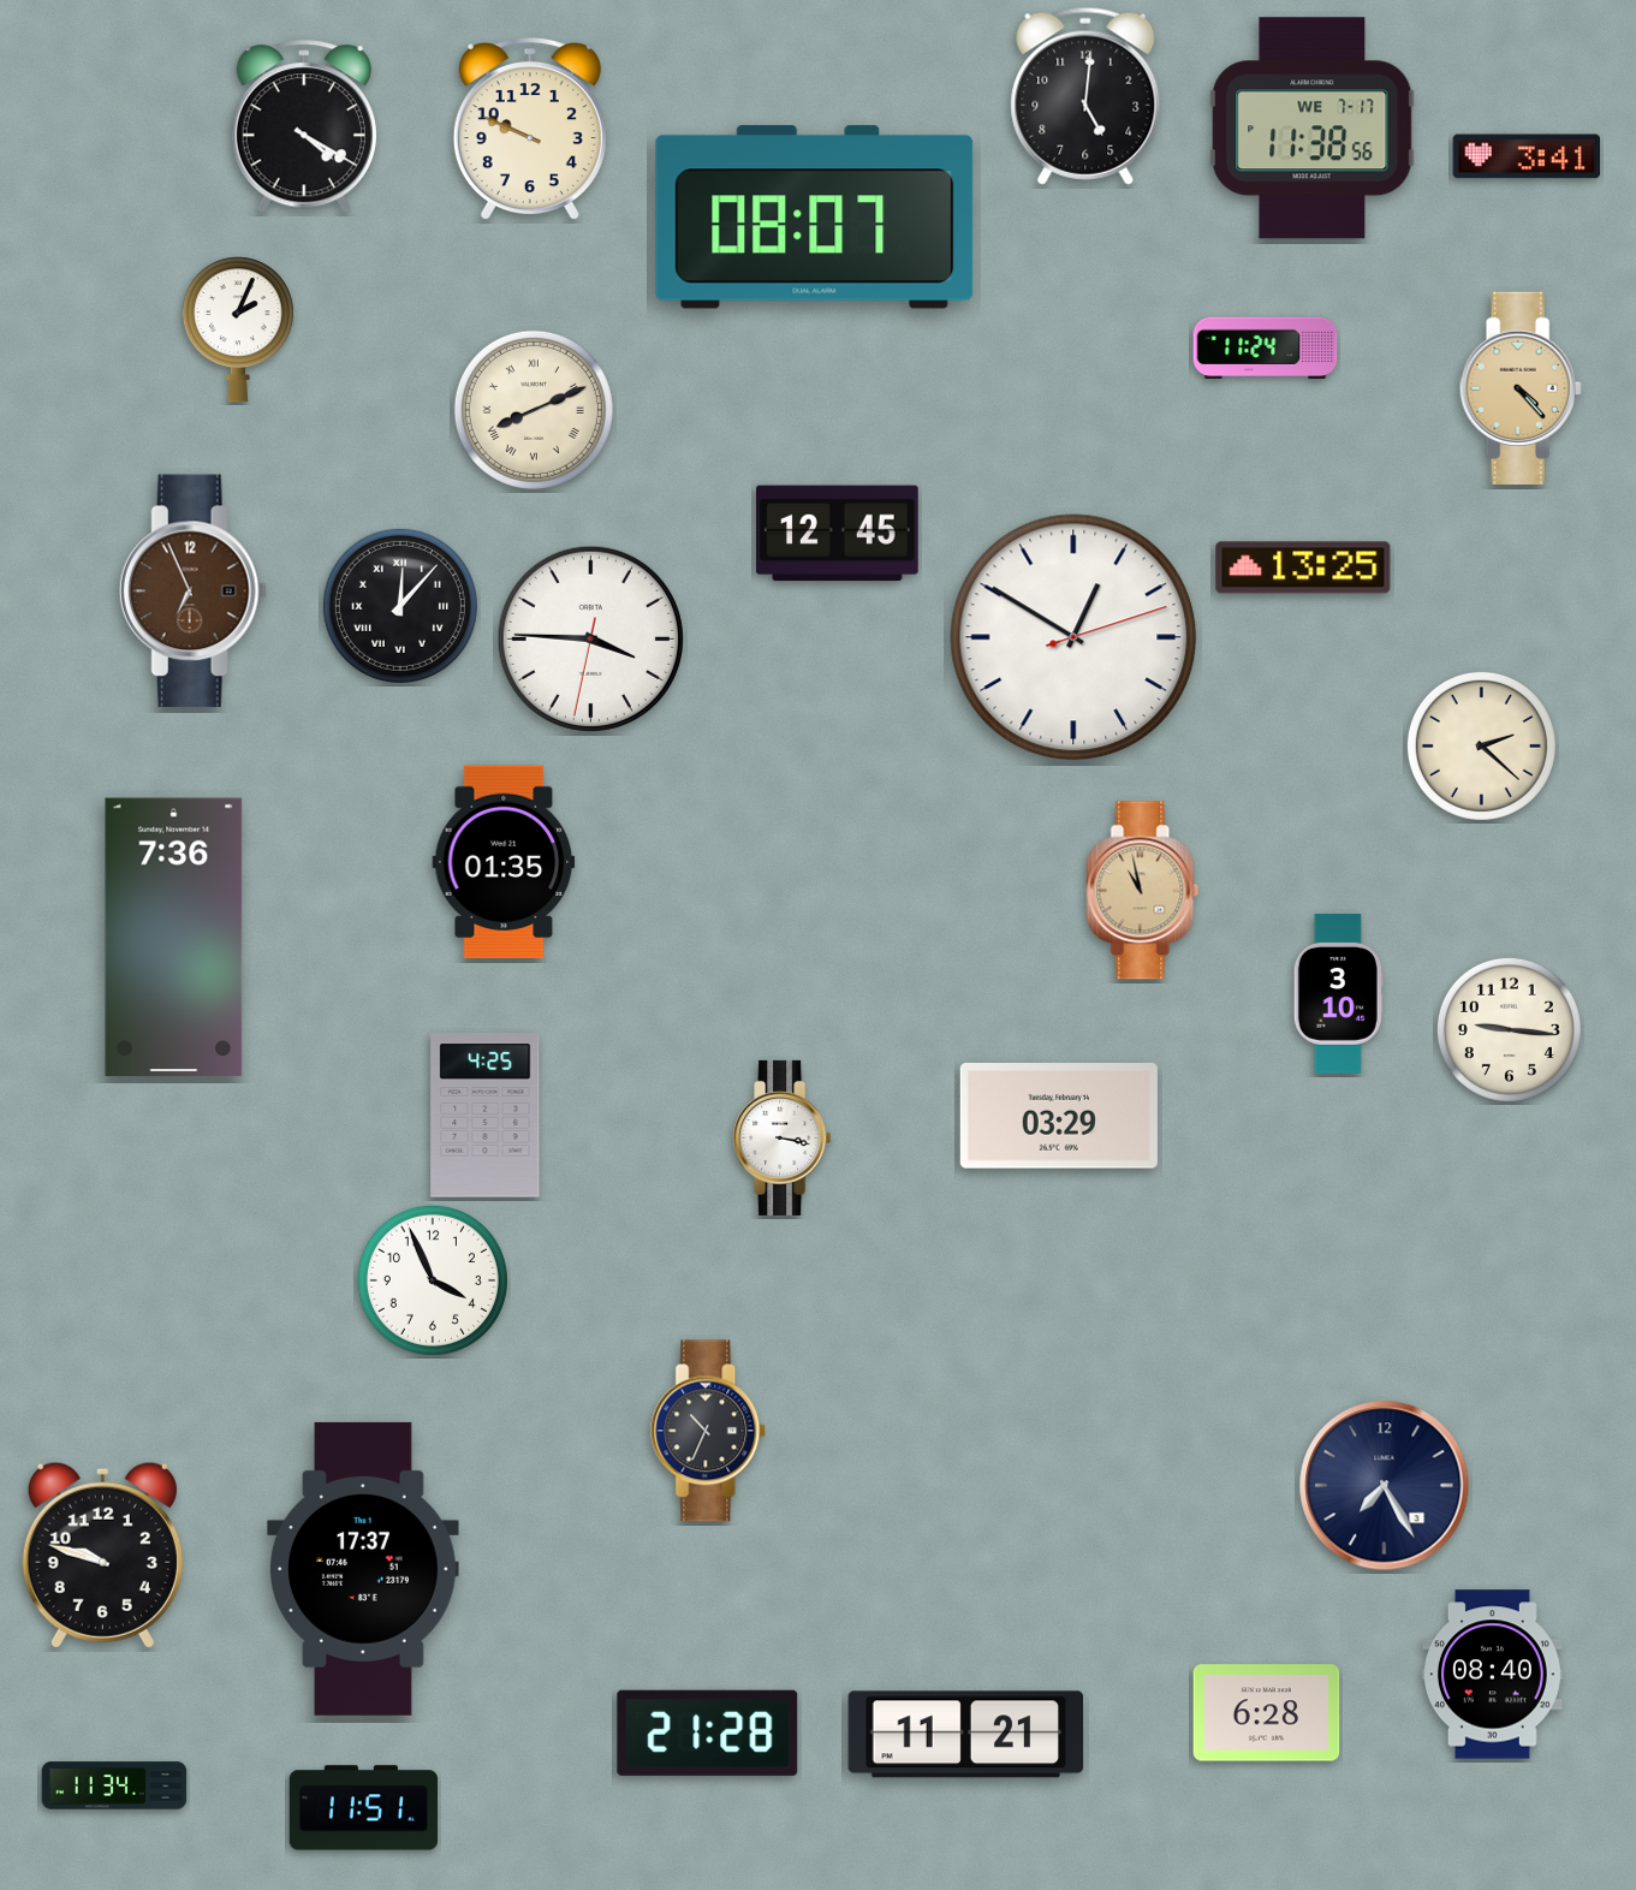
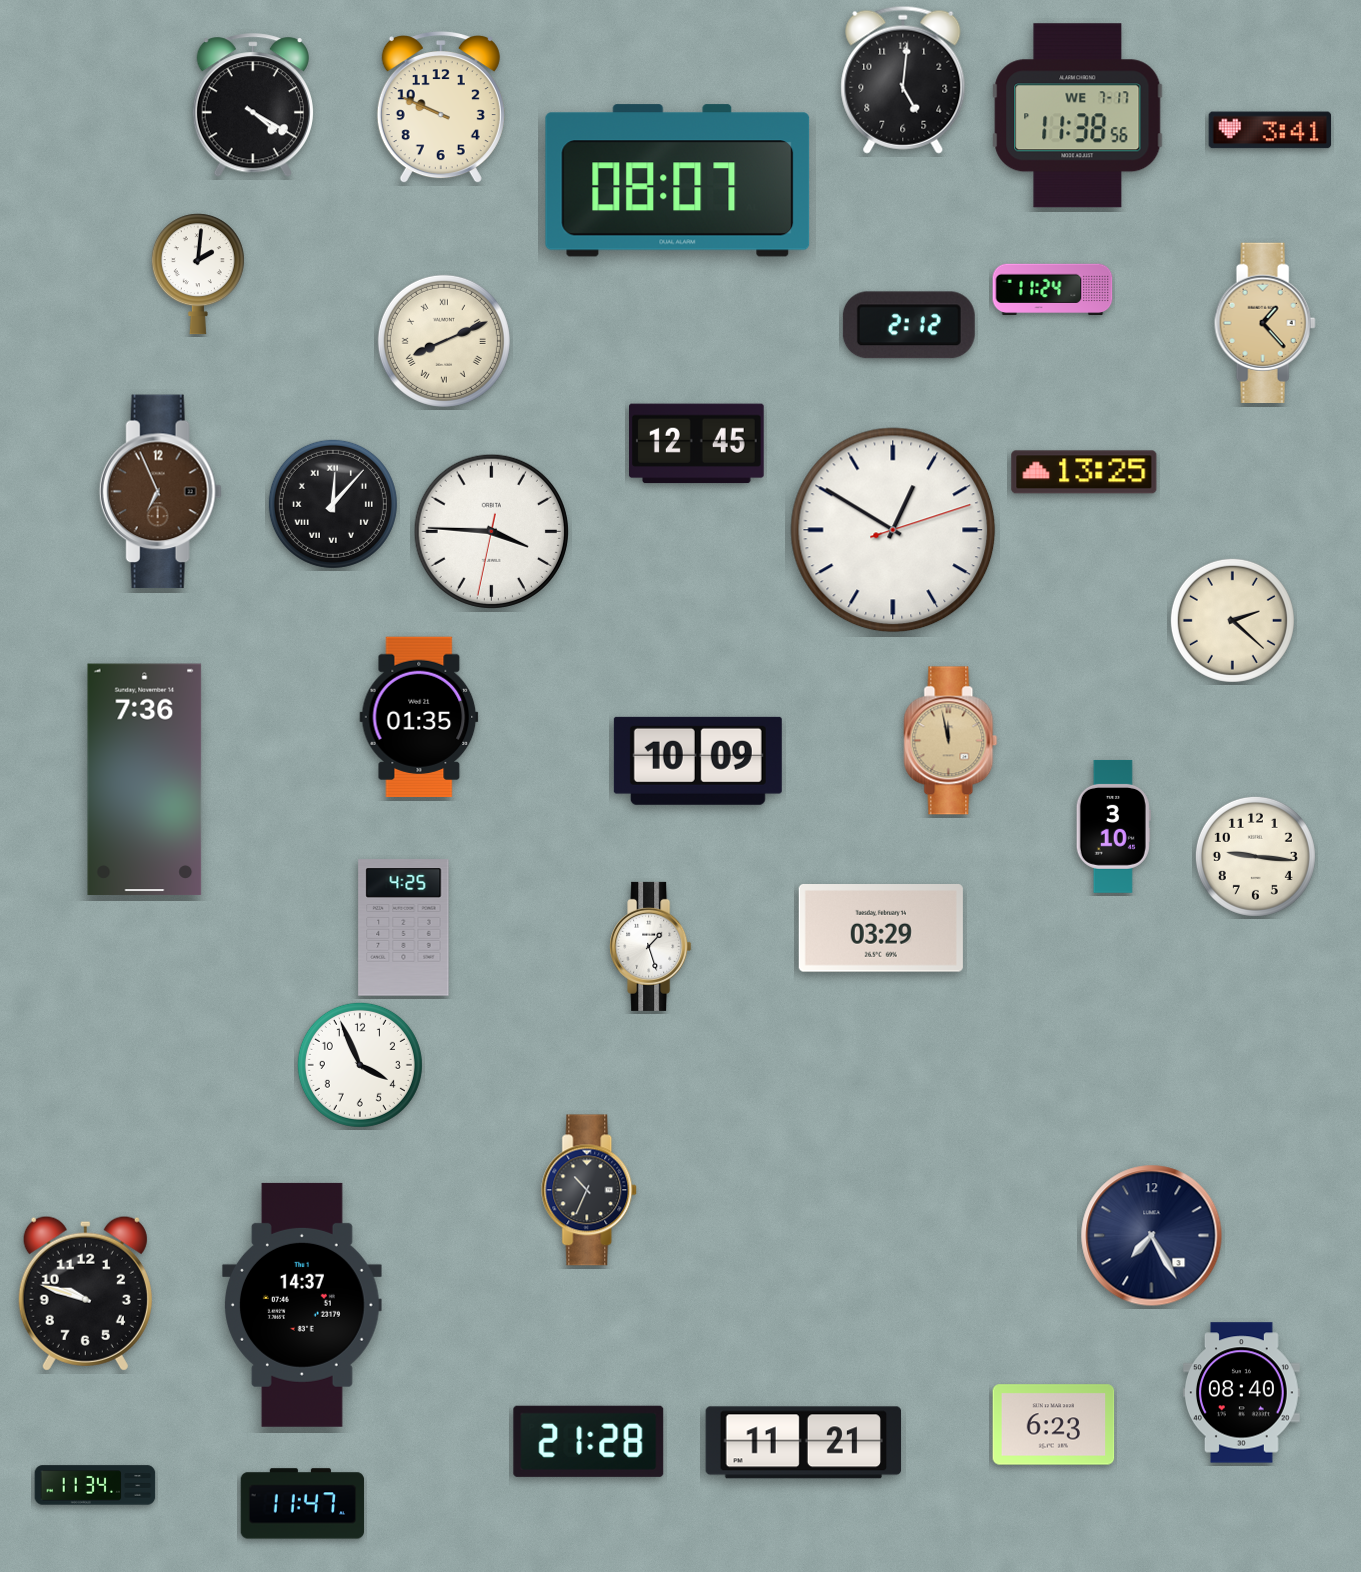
clock at (1313, 129) position: (1313, 129) -> (1078, 116)
clock at (238, 329): 2:04 -> 2:01
clock at (1521, 387): 4:23 -> 1:23
clock at (909, 325): none -> 2:12
clock at (1143, 891): 10:58 -> 11:58
clock at (698, 761): none -> 10:09
clock at (783, 1137): 3:17 -> 1:27
clock at (363, 1569): 17:37 -> 14:37
clock at (1267, 1713): 6:28 -> 6:23
clock at (364, 1808): 11:51 -> 11:47
